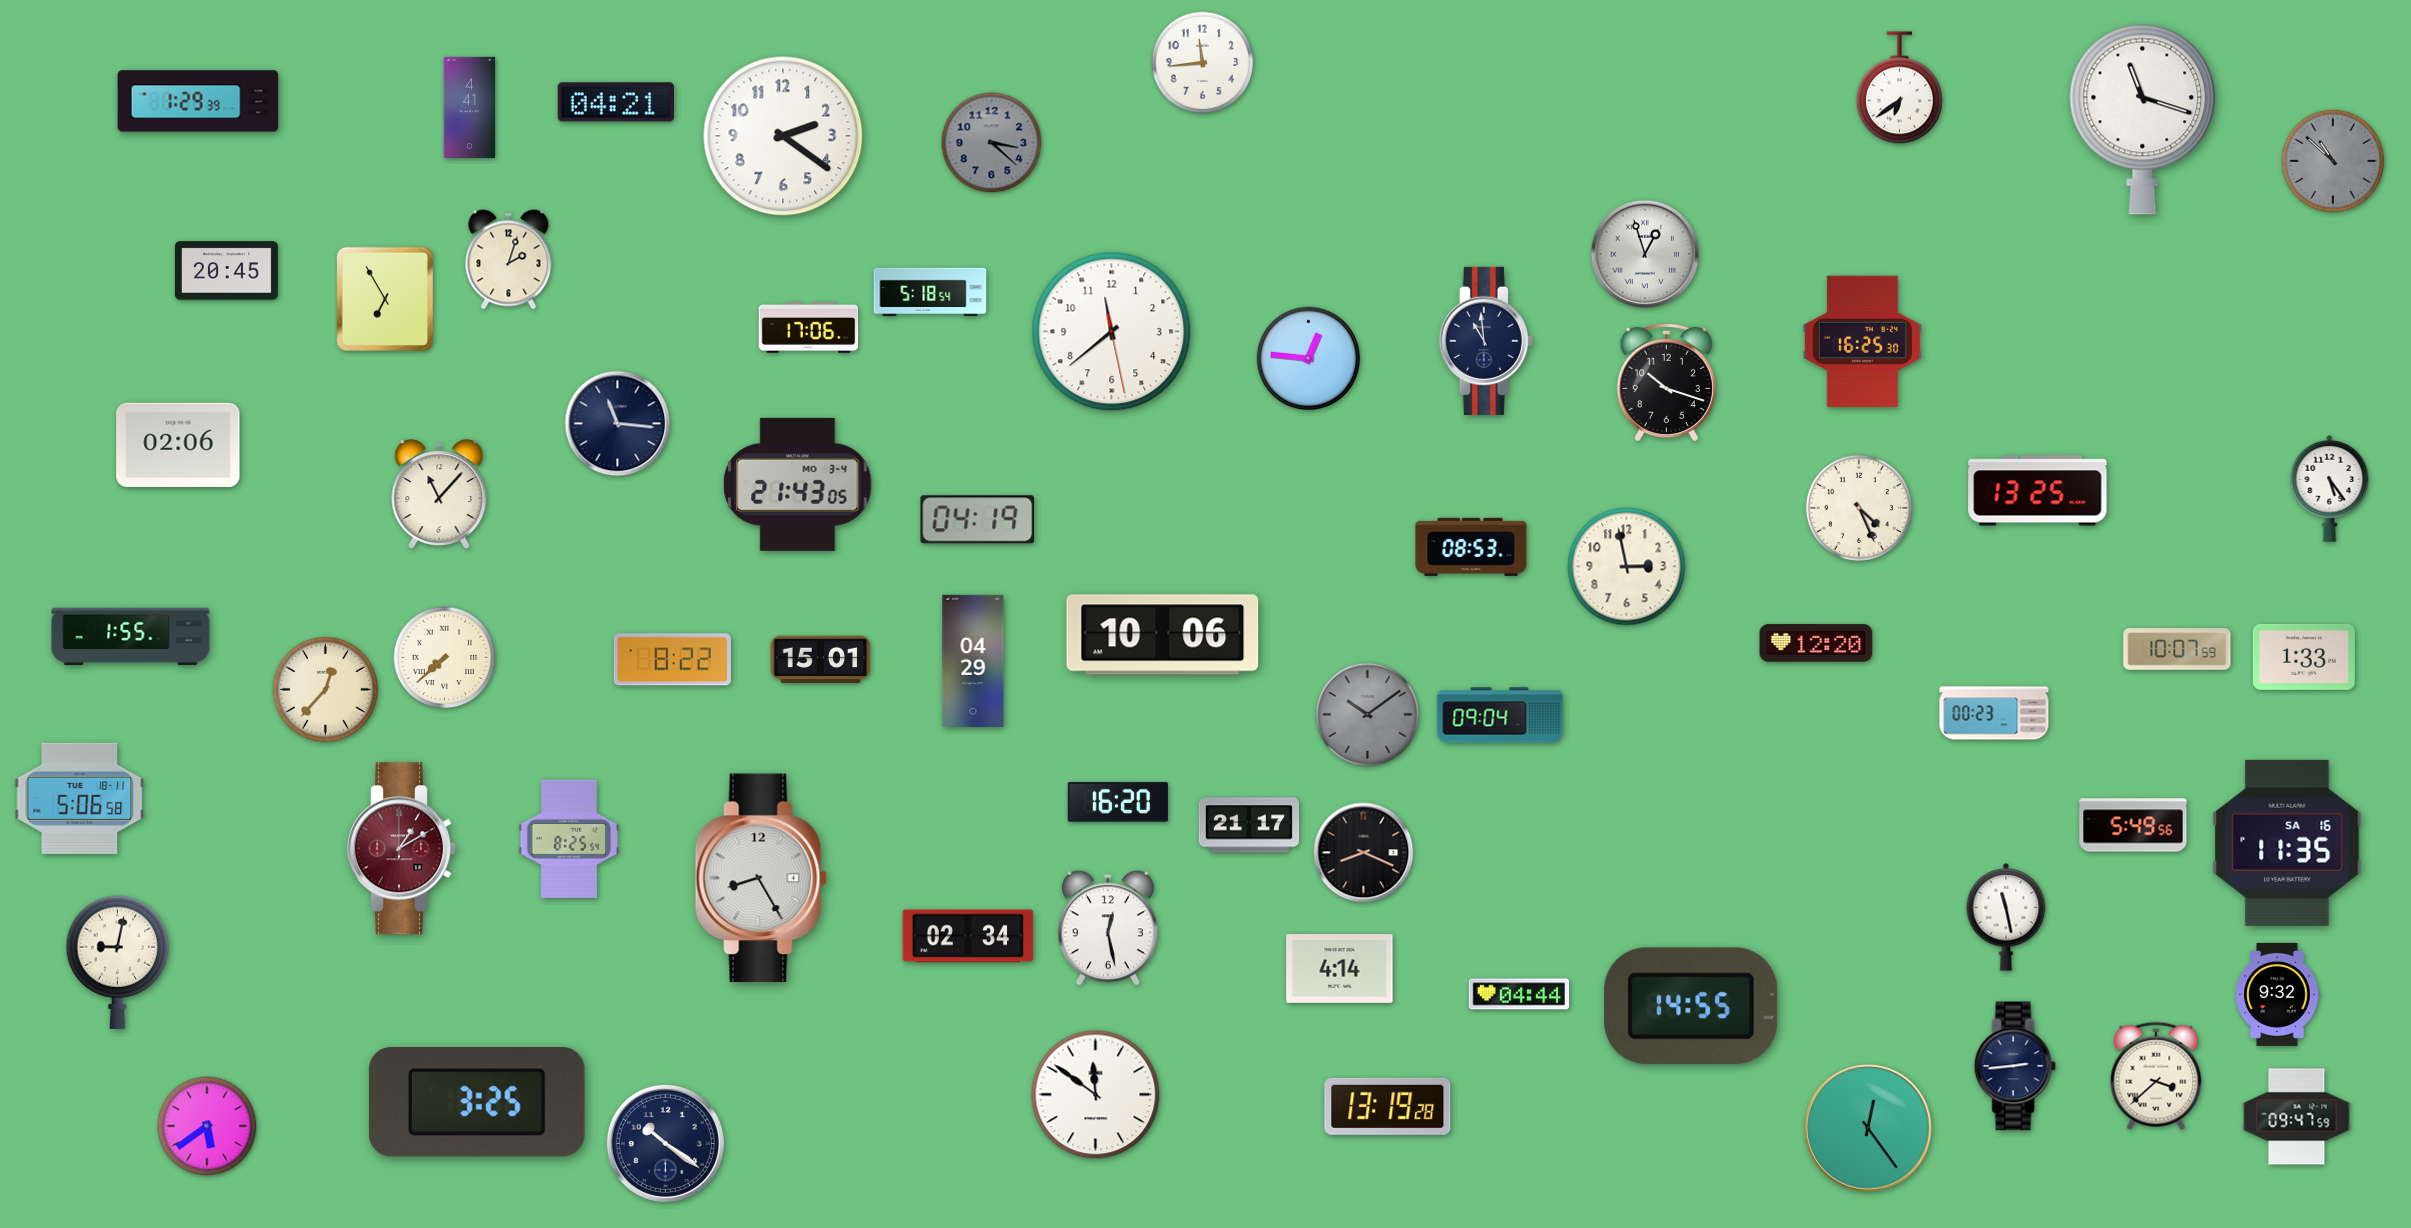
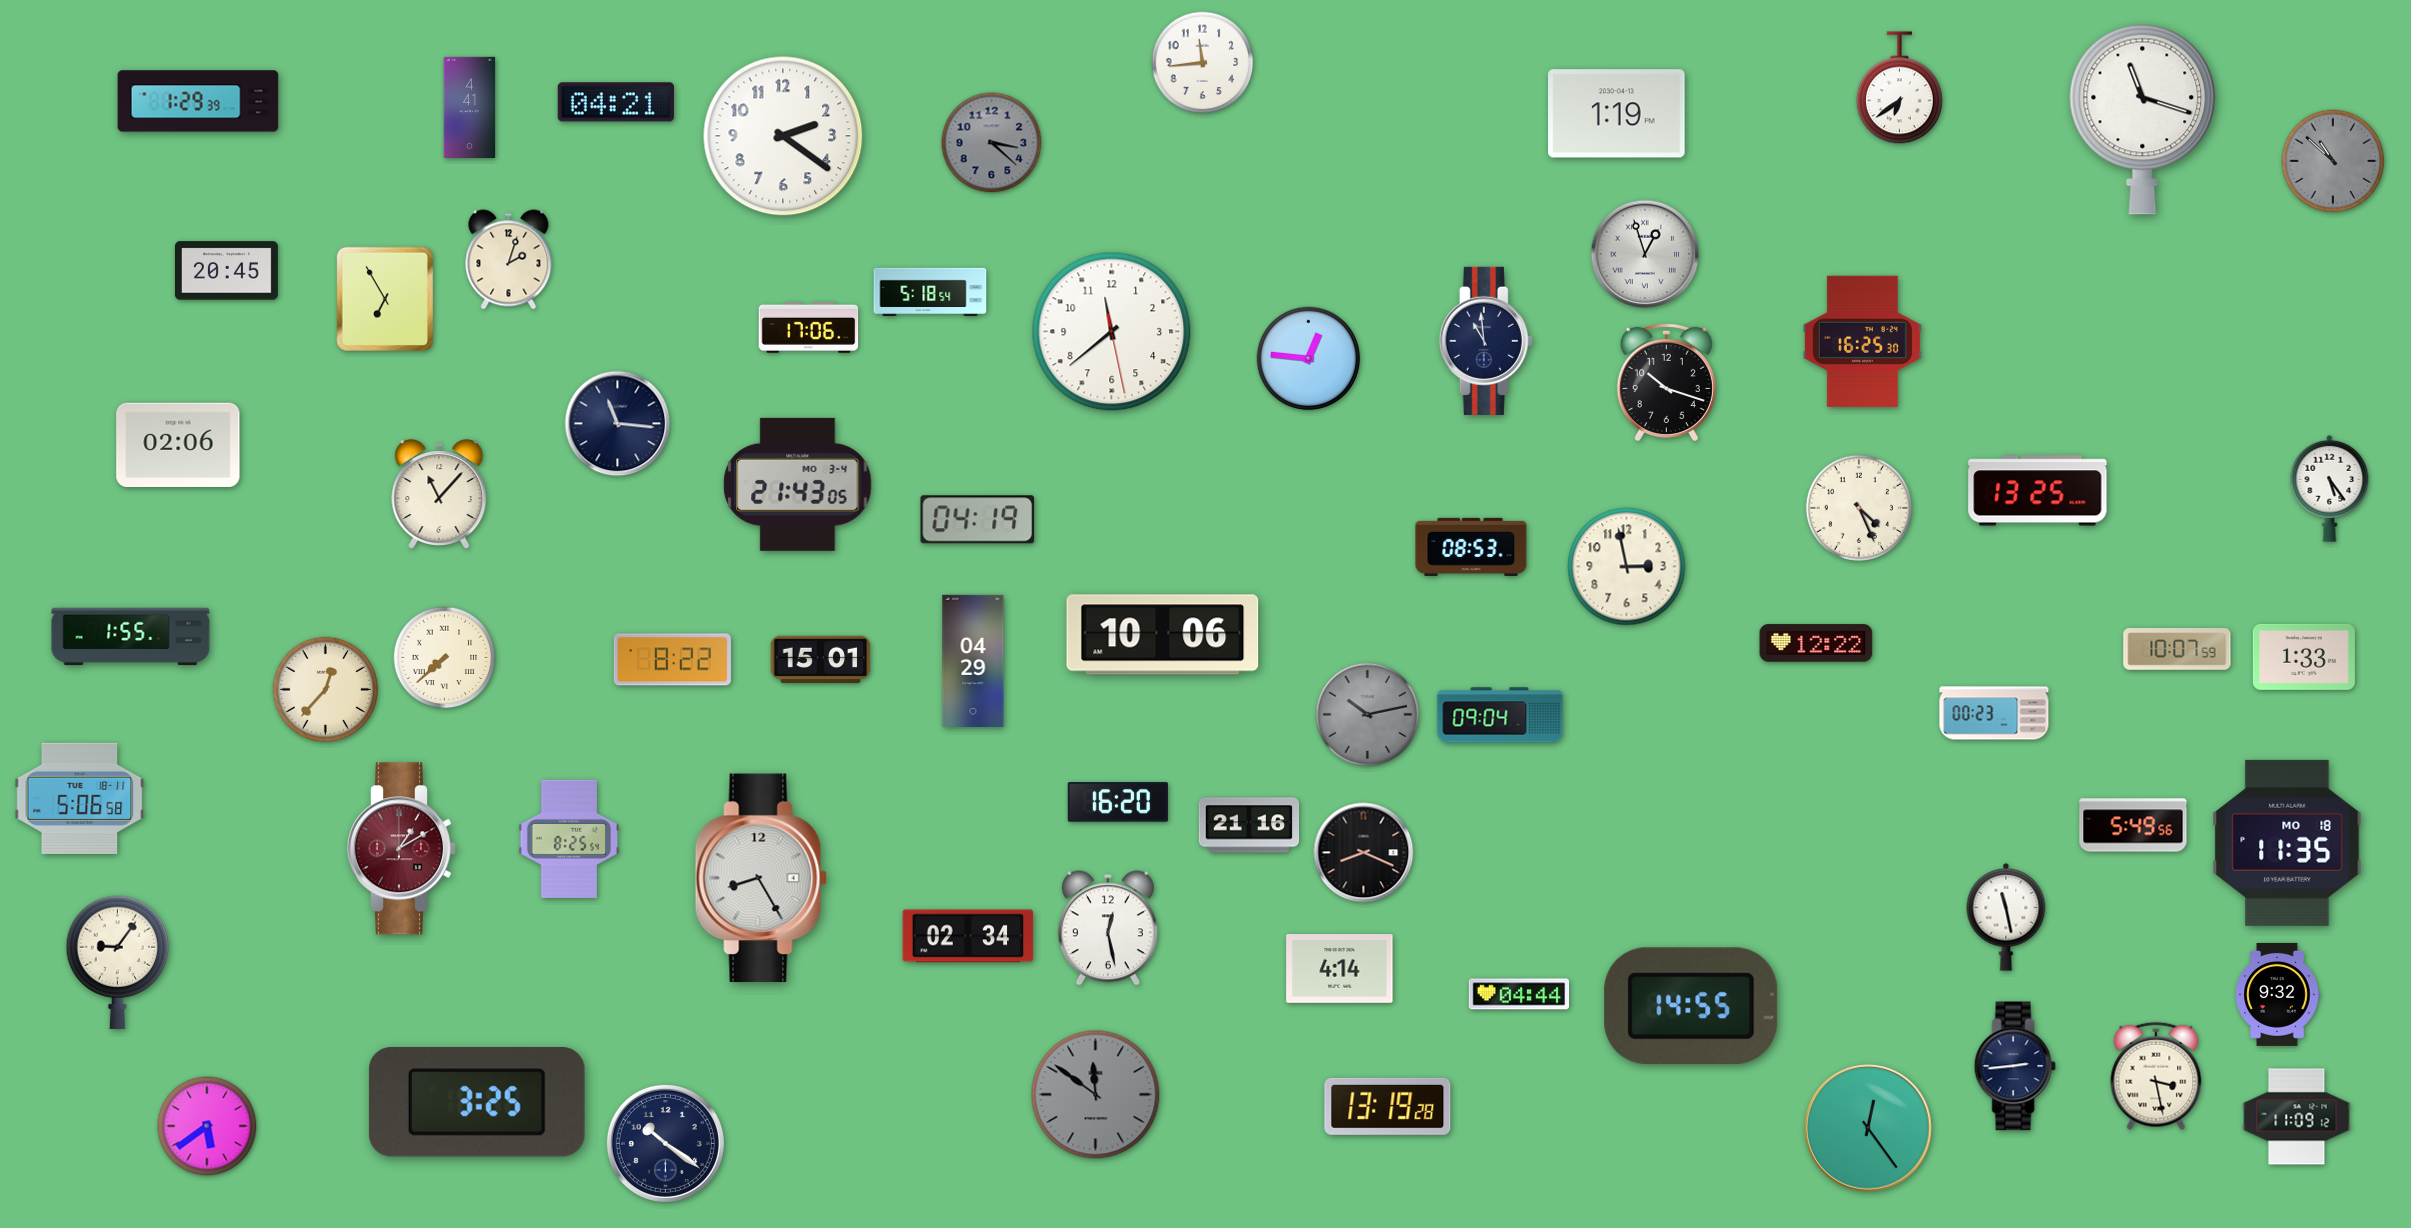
clock at (1617, 114): none -> 1:19
clock at (1816, 643): 12:20 -> 12:22
clock at (1368, 715): 10:09 -> 10:13
clock at (1249, 825): 21:17 -> 21:16
clock at (2287, 843) date: SA 16 -> MO 18
clock at (117, 962): 9:02 -> 9:06
clock at (2156, 1076): 3:38 -> 3:28
clock at (1096, 1095) dial: white -> grey
clock at (2297, 1117): 09:47 -> 11:09
